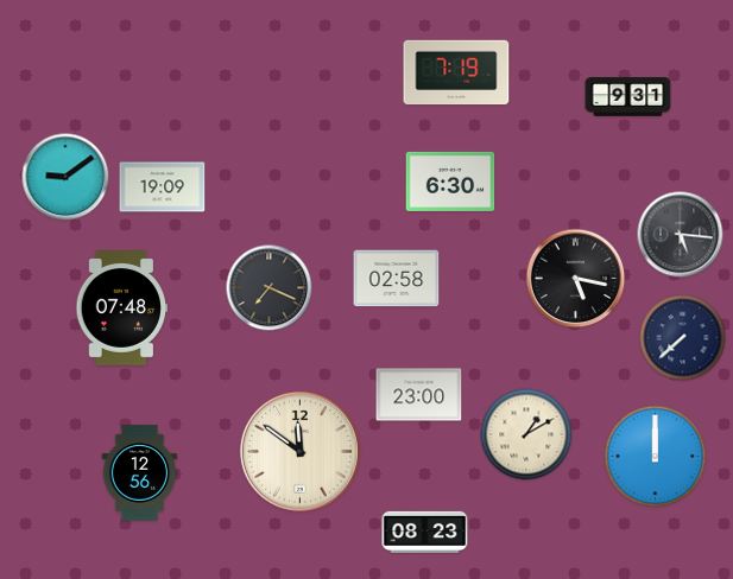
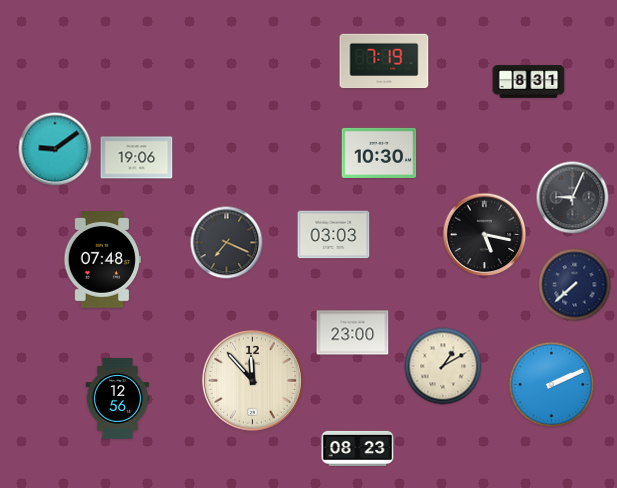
clock at (628, 97): 9:31 -> 8:31
clock at (450, 182): 6:30 -> 10:30
clock at (163, 187): 19:09 -> 19:06
clock at (681, 235): 5:16 -> 9:04
clock at (397, 279): 02:58 -> 03:03
clock at (299, 451): 11:51 -> 11:53
clock at (656, 457): 12:00 -> 2:11
